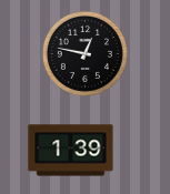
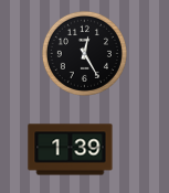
clock at (84, 53): 12:47 -> 12:25
